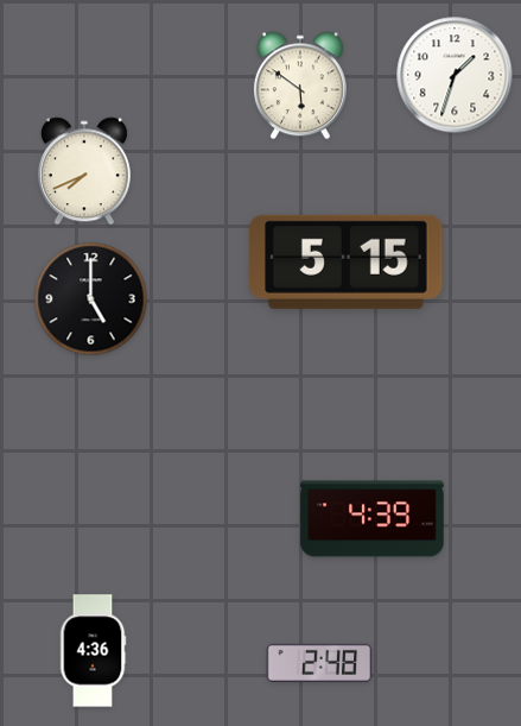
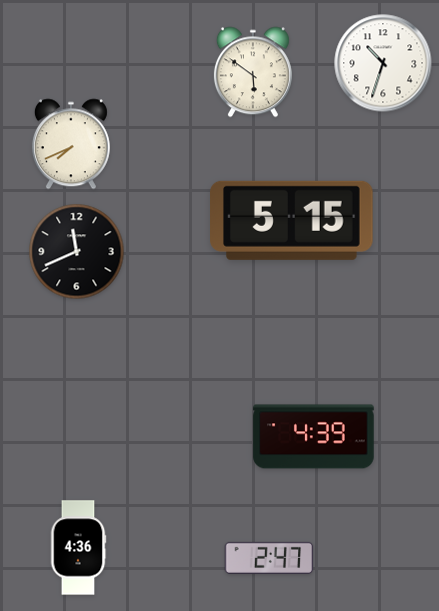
clock at (455, 75): 1:33 -> 10:33
clock at (91, 299): 5:00 -> 11:41
clock at (319, 663): 2:48 -> 2:47
